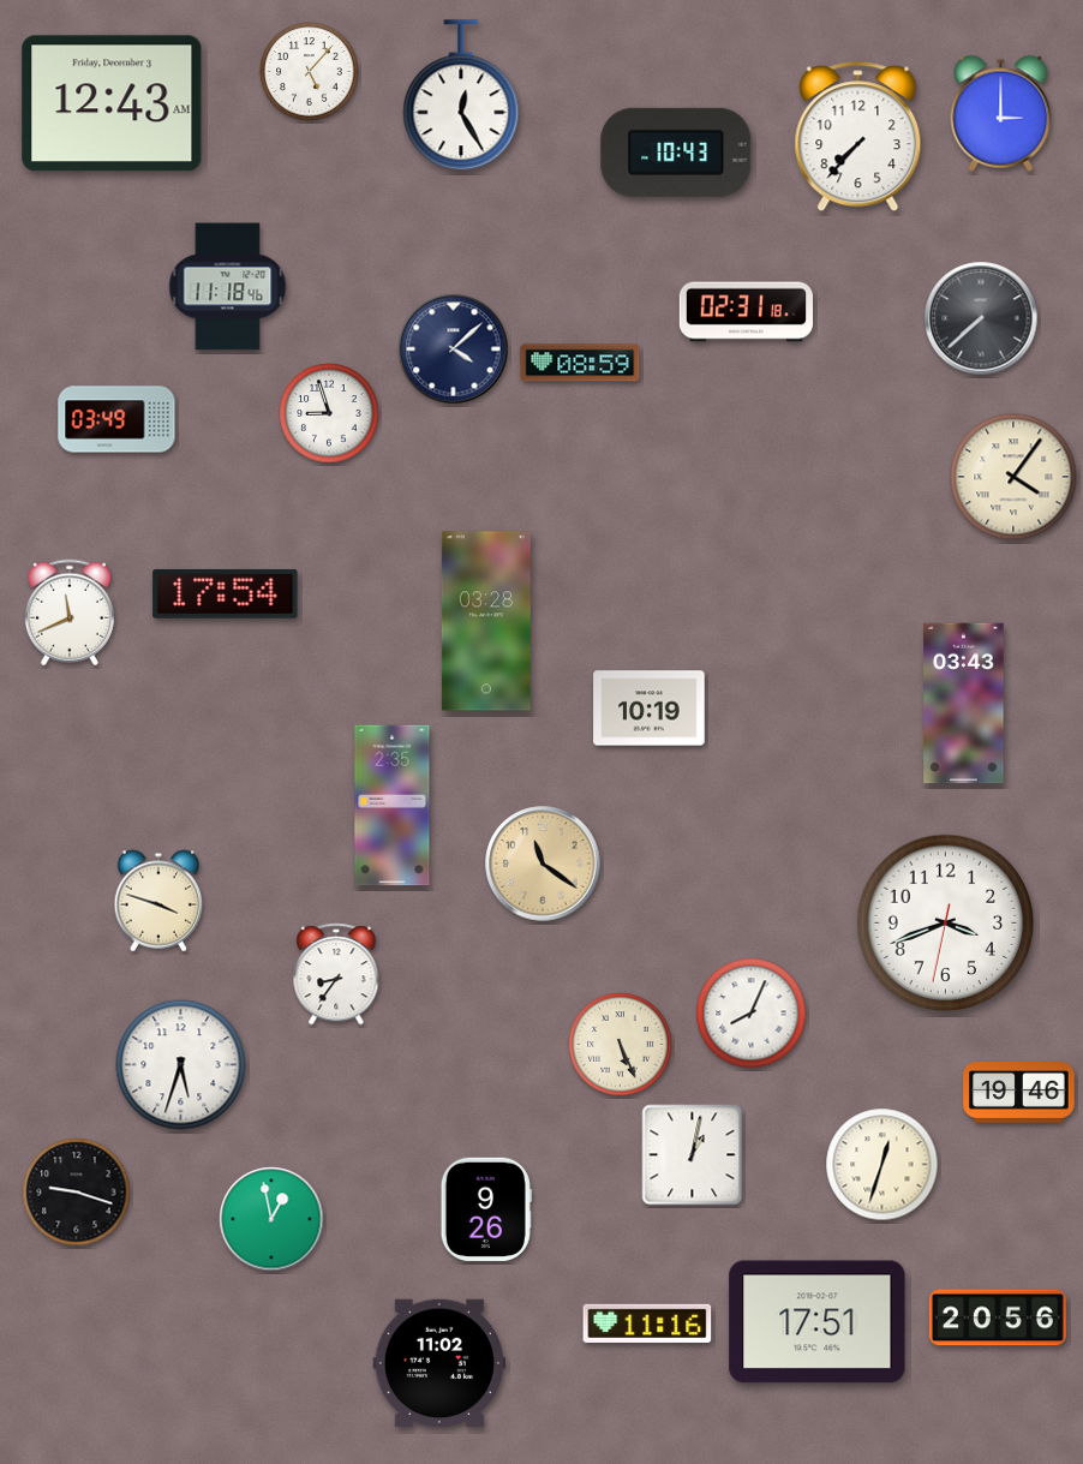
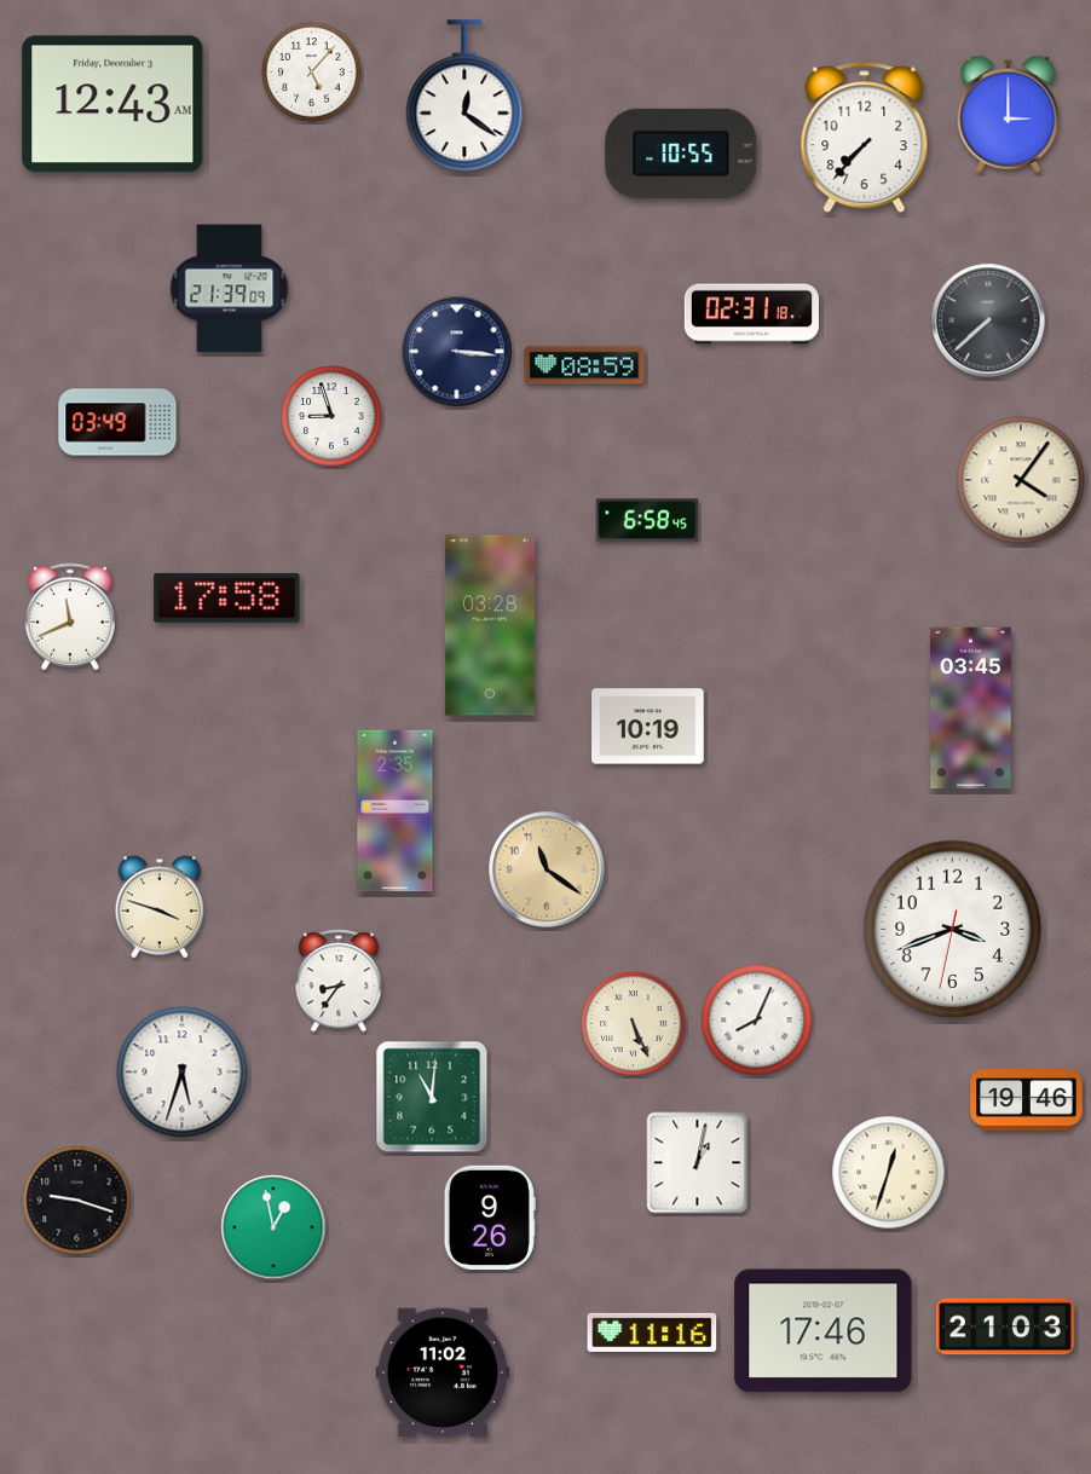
clock at (461, 96): 12:25 -> 12:21
clock at (676, 153): 10:43 -> 10:55
clock at (228, 287): 11:18 -> 21:39
clock at (454, 349): 4:08 -> 3:16
clock at (647, 520): none -> 6:58
clock at (226, 594): 17:54 -> 17:58
clock at (964, 704): 03:43 -> 03:45
clock at (650, 709) position: (650, 709) -> (648, 727)
clock at (621, 1045) position: (621, 1045) -> (634, 1024)
clock at (432, 1097): none -> 11:01
clock at (998, 1317): 20:56 -> 21:03
clock at (818, 1322): 17:51 -> 17:46
